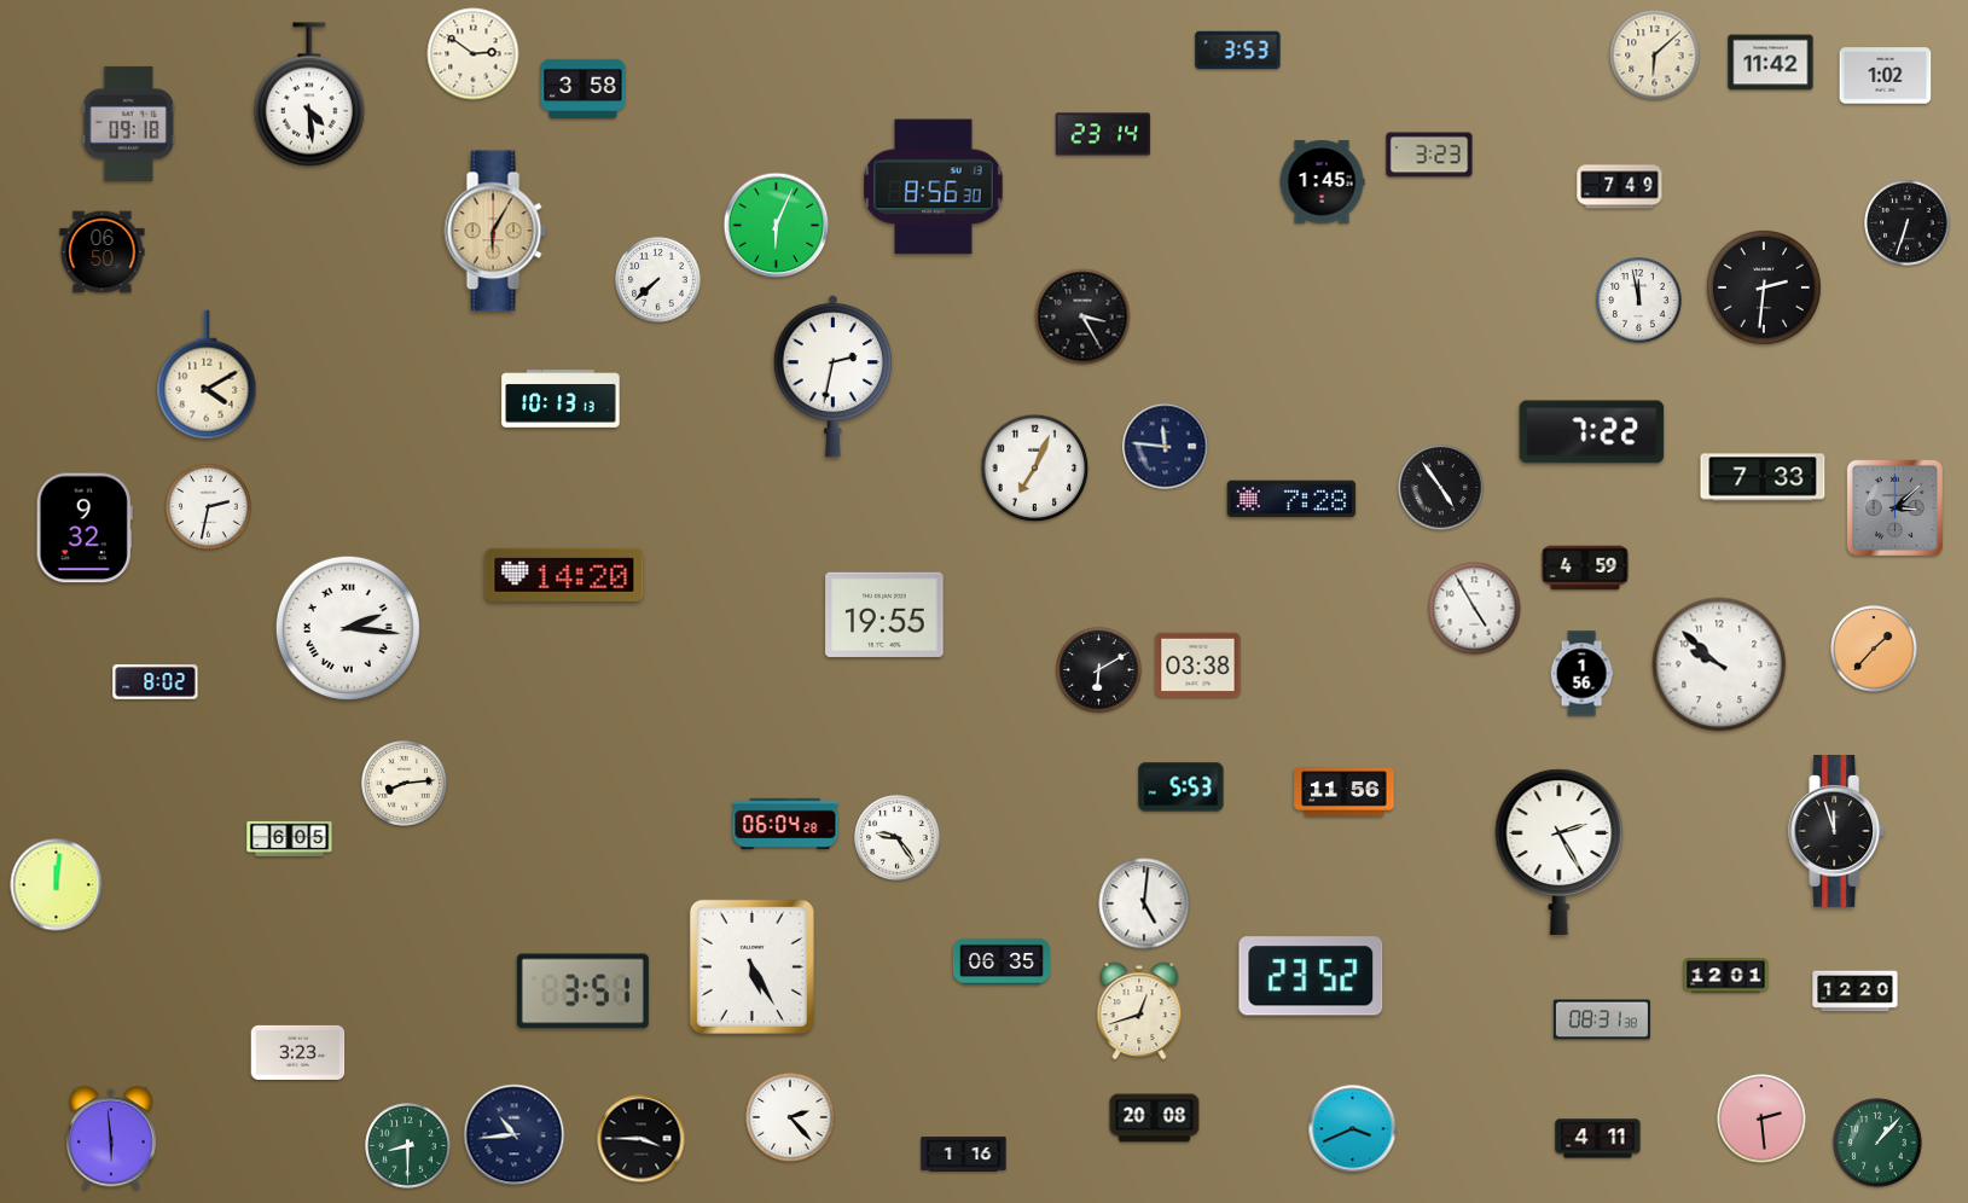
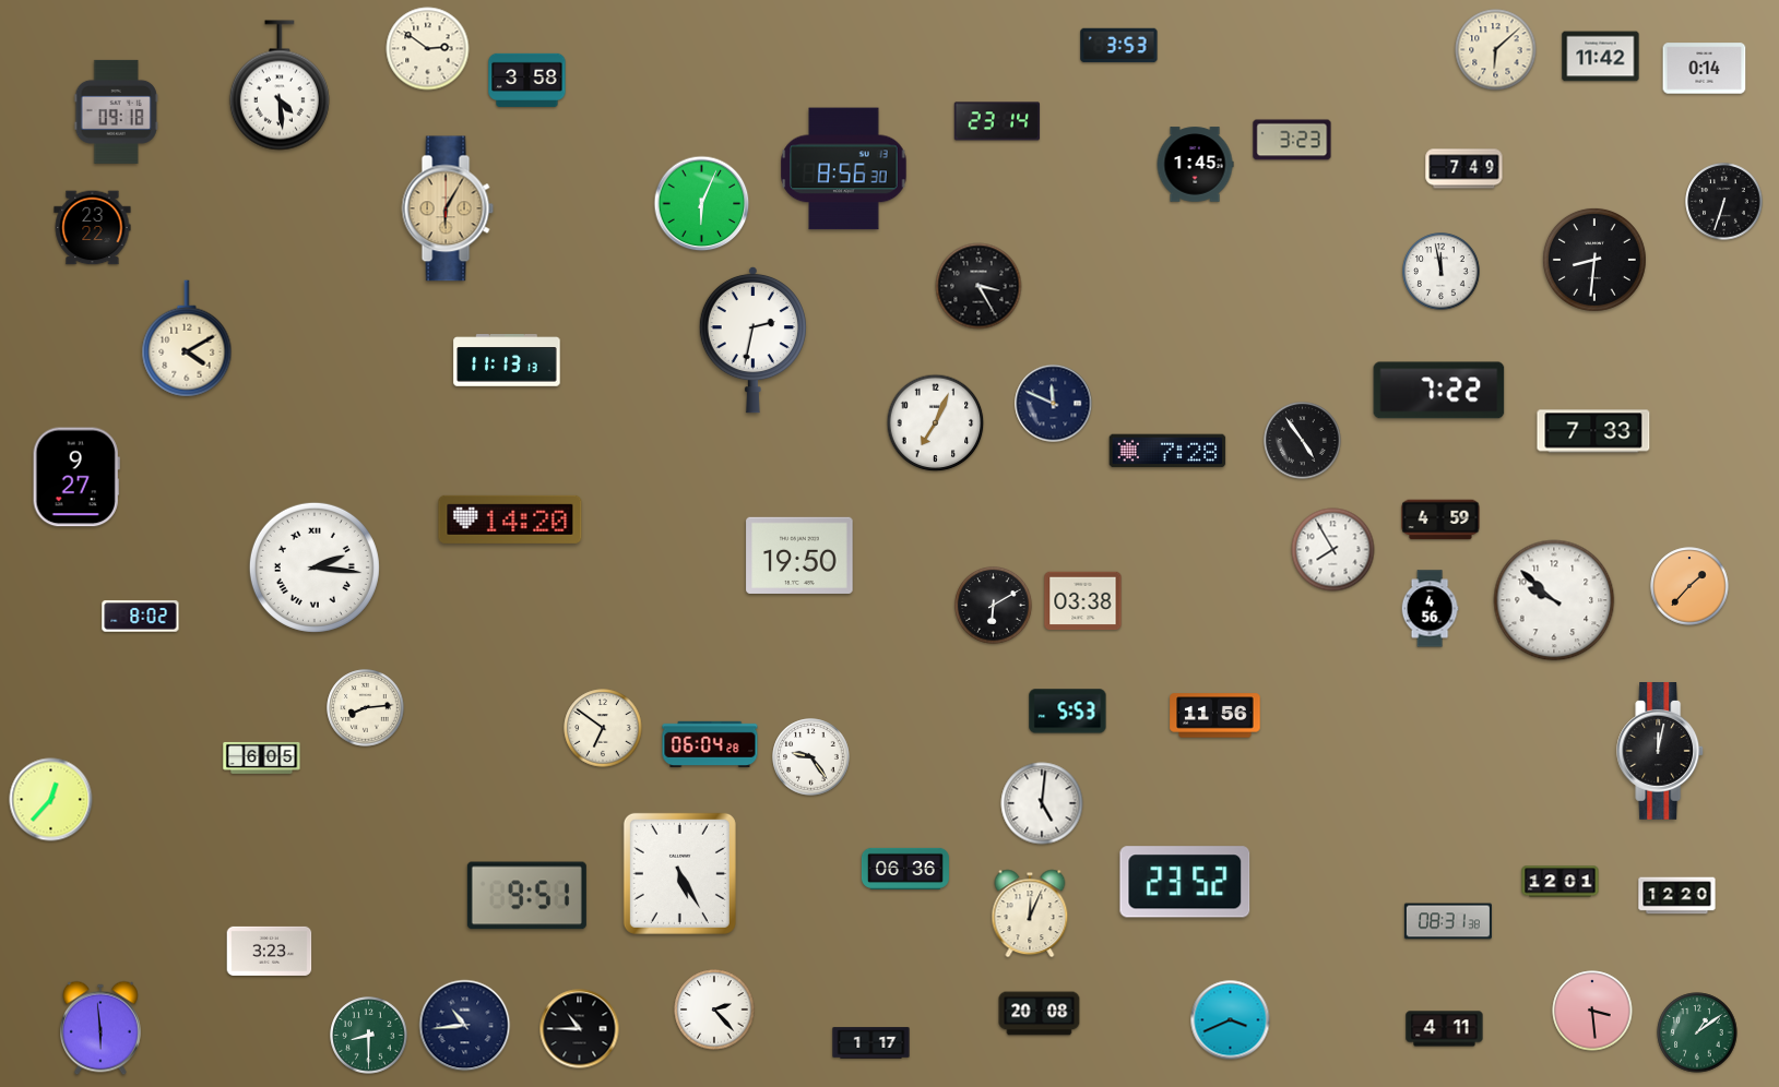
clock at (1886, 76): 1:02 -> 0:14
clock at (103, 252): 06:50 -> 23:22
clock at (658, 280): 7:38 -> none
clock at (1764, 287): 2:31 -> 8:31
clock at (1639, 301) position: (1639, 301) -> (1442, 272)
clock at (561, 400): 10:13 -> 11:13
clock at (1166, 447): 11:46 -> 11:49
clock at (209, 507): 2:32 -> none
clock at (1894, 507): 3:08 -> none
clock at (85, 528): 9:32 -> 9:27
clock at (1585, 568) position: (1585, 568) -> (1440, 519)
clock at (1475, 609): 4:55 -> 7:55
clock at (884, 615): 19:55 -> 19:50
clock at (1874, 649) position: (1874, 649) -> (1689, 586)
clock at (1581, 674): 1:56 -> 4:56
clock at (603, 728): none -> 6:51
clock at (1838, 832): 11:57 -> 12:02
clock at (1560, 852): 2:25 -> none
clock at (57, 885): 12:01 -> 12:37
clock at (1144, 903) position: (1144, 903) -> (1042, 803)
clock at (1002, 961): 06:35 -> 06:36
clock at (582, 992): 3:51 -> 9:51
clock at (1139, 1011): 12:42 -> 12:04
clock at (1155, 1118) position: (1155, 1118) -> (1040, 1014)
clock at (1761, 1118): 2:29 -> 3:29
clock at (1353, 1129) position: (1353, 1129) -> (1231, 1020)
clock at (642, 1139): 3:45 -> 10:45
clock at (1877, 1143): 1:07 -> 1:09
clock at (964, 1155): 1:16 -> 1:17
